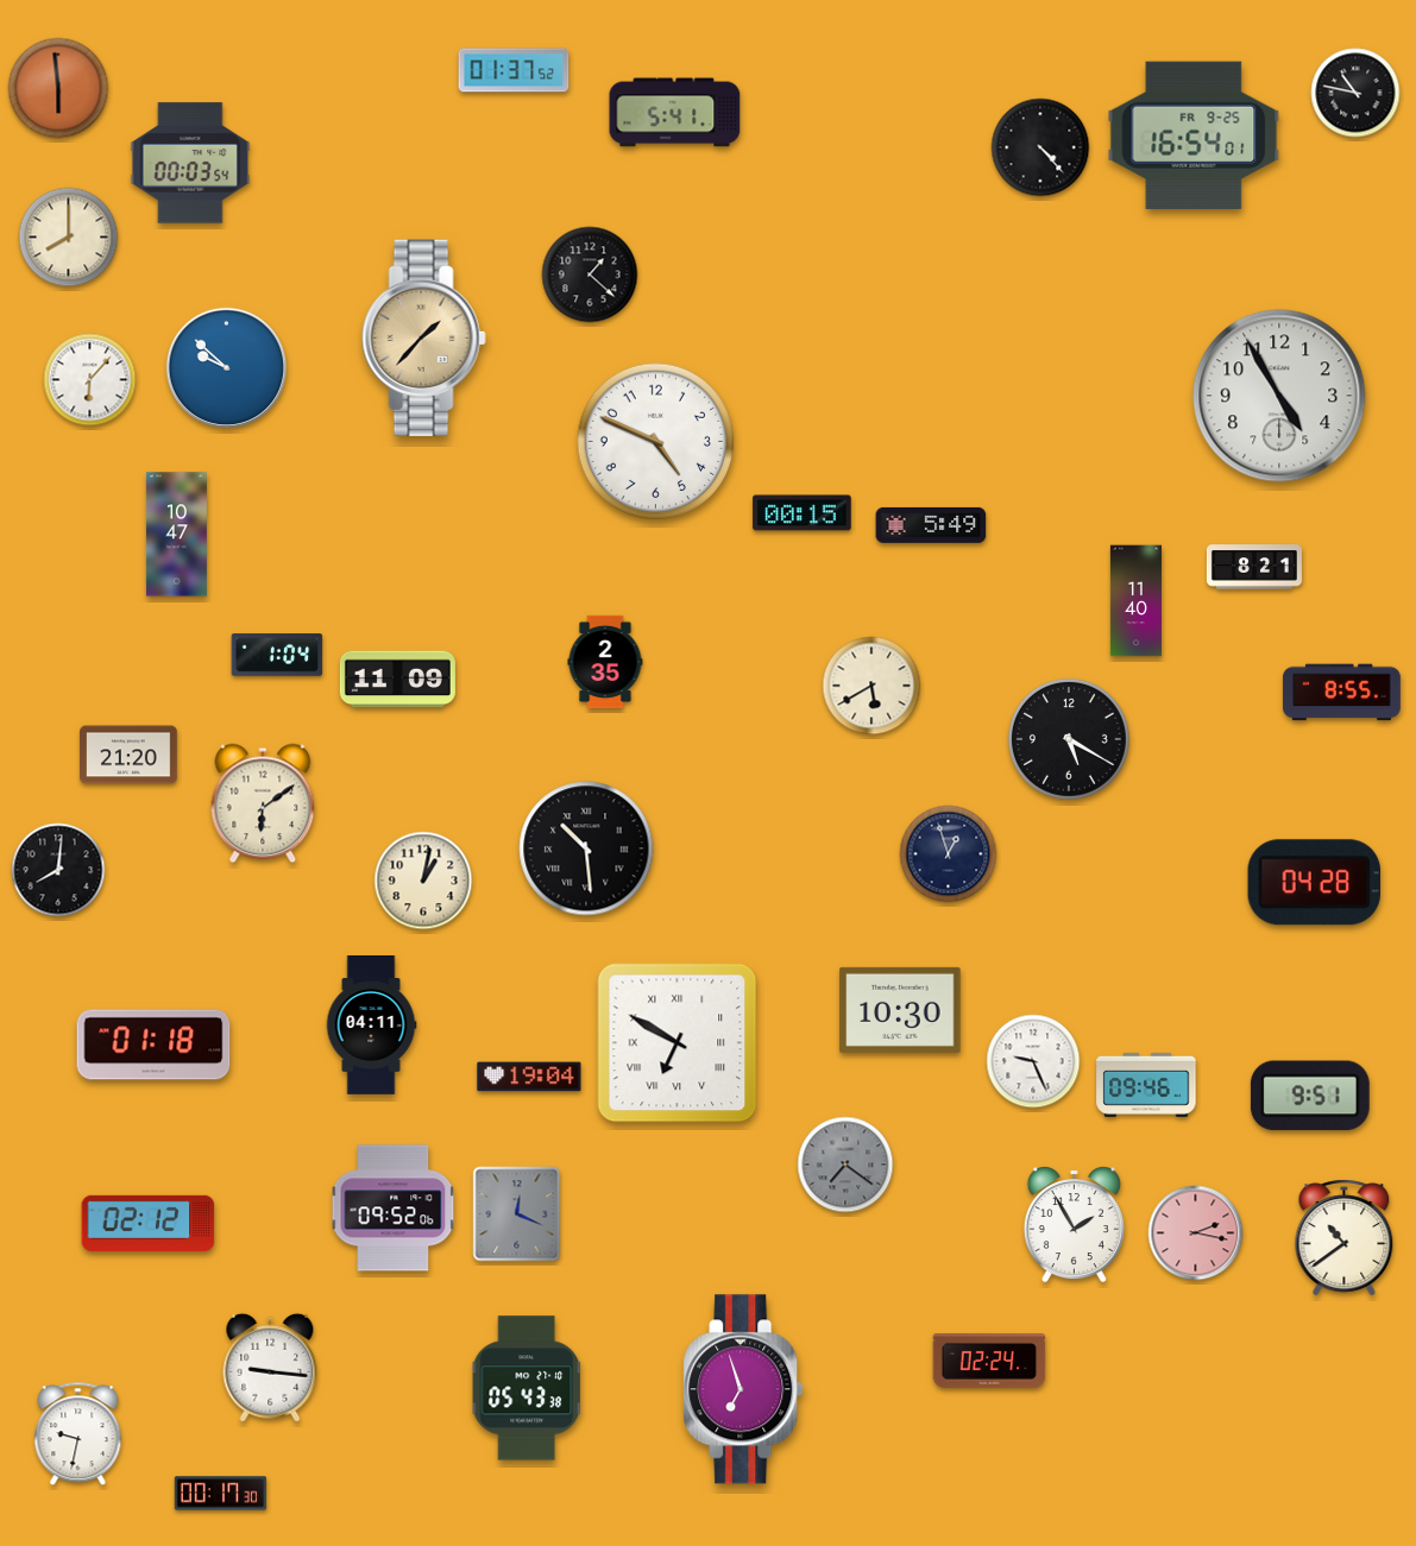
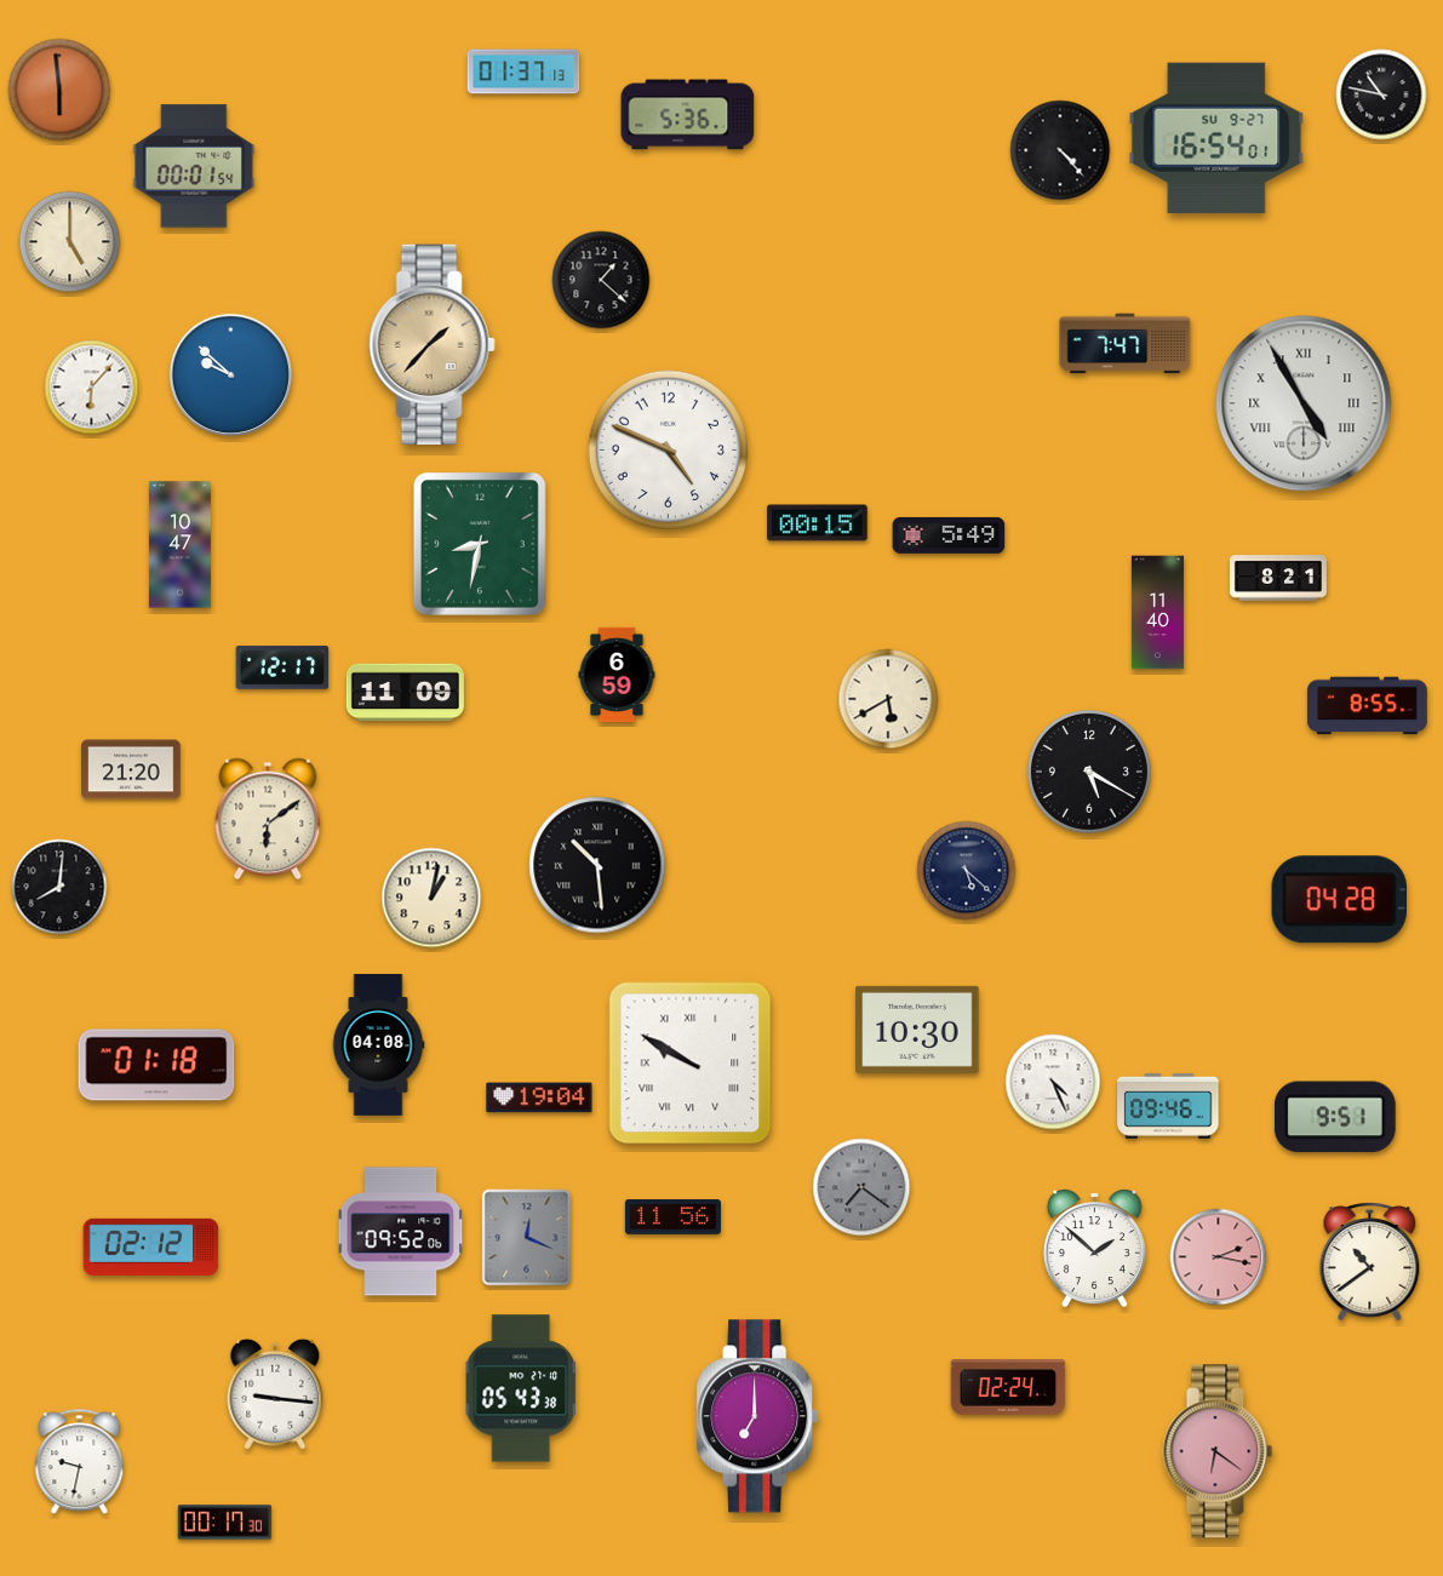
clock at (514, 70): 01:37:52 -> 01:37:13
clock at (675, 113): 5:41 -> 5:36
clock at (1194, 134) date: FR 9-25 -> SU 9-27
clock at (190, 163): 00:03 -> 00:01
clock at (69, 238): 8:00 -> 5:00
clock at (1126, 344): none -> 7:47
clock at (1279, 396) numerals: Arabic -> Roman
clock at (480, 544): none -> 8:32
clock at (277, 655): 1:04 -> 12:17
clock at (605, 662): 2:35 -> 6:59
clock at (1069, 739) position: (1069, 739) -> (1089, 772)
clock at (949, 854): 12:57 -> 5:22
clock at (371, 1026): 04:11 -> 04:08
clock at (678, 1043): 6:50 -> 9:50
clock at (1033, 1061): 9:26 -> 4:26
clock at (672, 1217): none -> 11:56
clock at (1074, 1225): 1:55 -> 1:52
clock at (527, 1388) position: (527, 1388) -> (521, 1388)
clock at (743, 1389): 6:57 -> 7:00
clock at (1218, 1451): none -> 6:21
